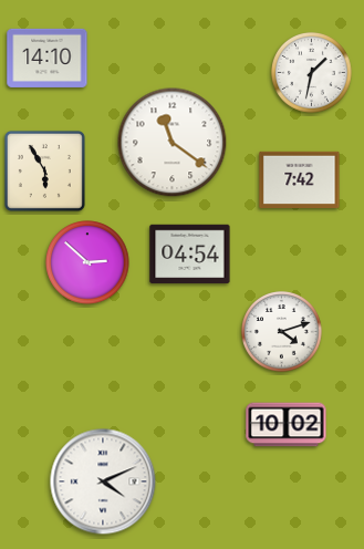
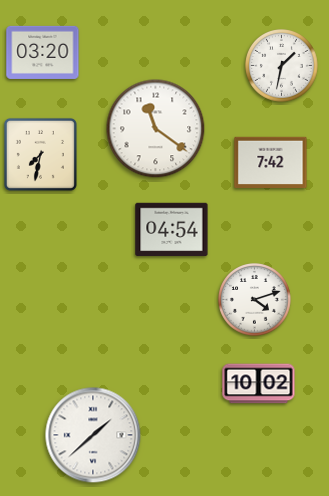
clock at (48, 58): 14:10 -> 03:20
clock at (44, 170): 5:55 -> 7:32
clock at (87, 262): 2:52 -> none
clock at (103, 481): 4:11 -> 1:38
